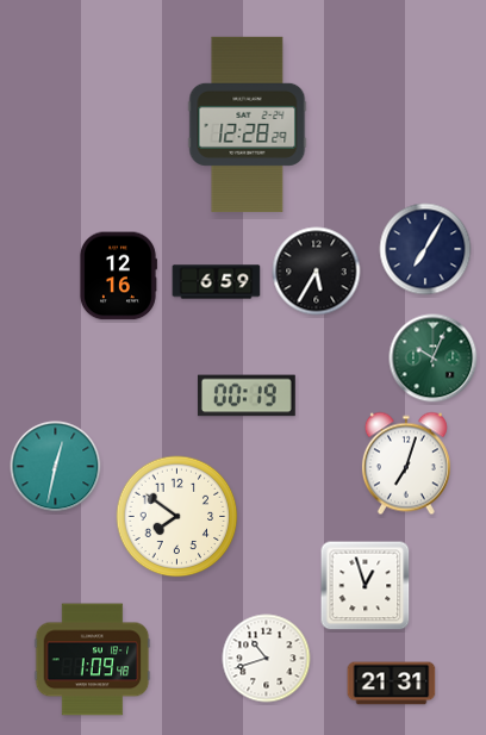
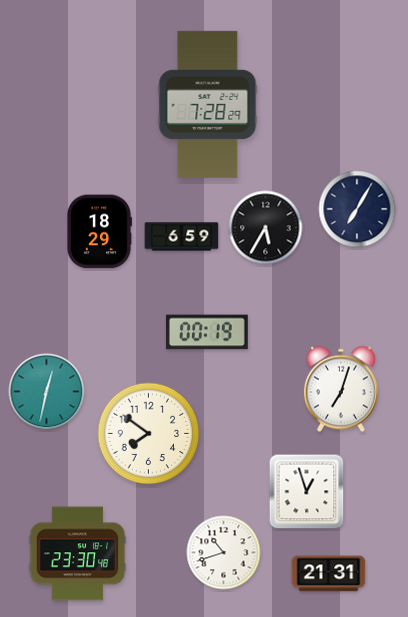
clock at (248, 124): 12:28 -> 7:28
clock at (118, 276): 12:16 -> 18:29
clock at (434, 359): 10:04 -> none
clock at (93, 660): 1:09 -> 23:30
